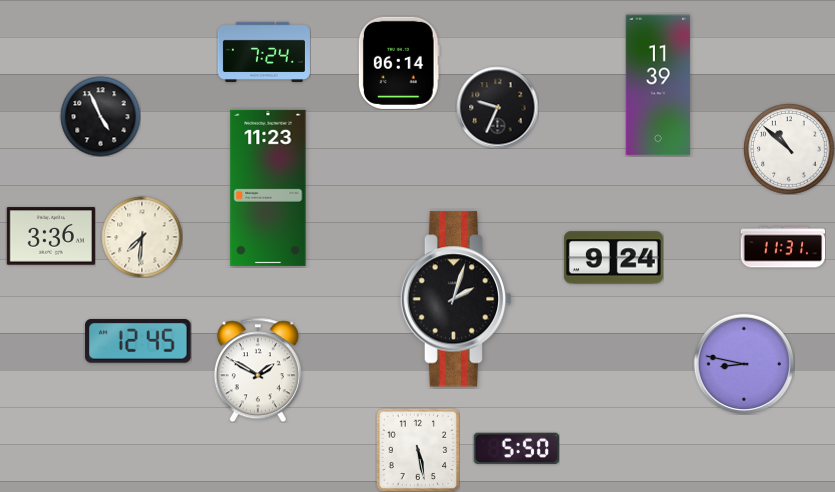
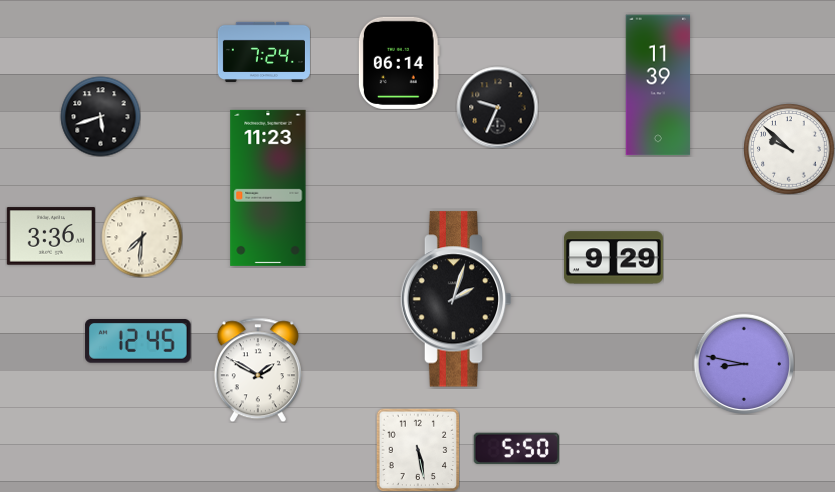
clock at (100, 116): 4:56 -> 5:42
clock at (789, 149): 10:52 -> 9:52
clock at (783, 247): 11:31 -> none
clock at (613, 258): 9:24 -> 9:29
